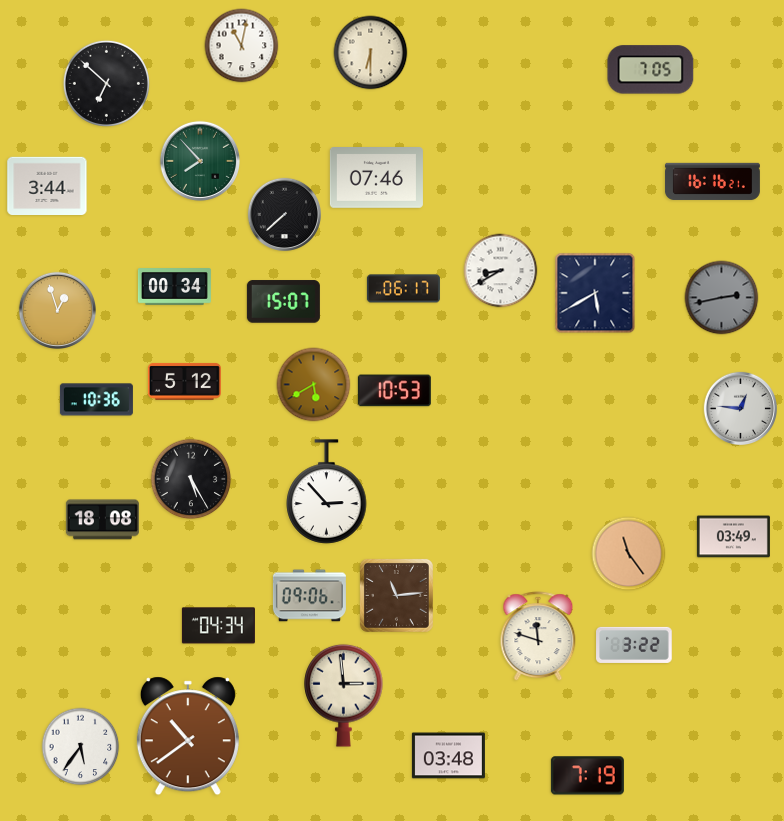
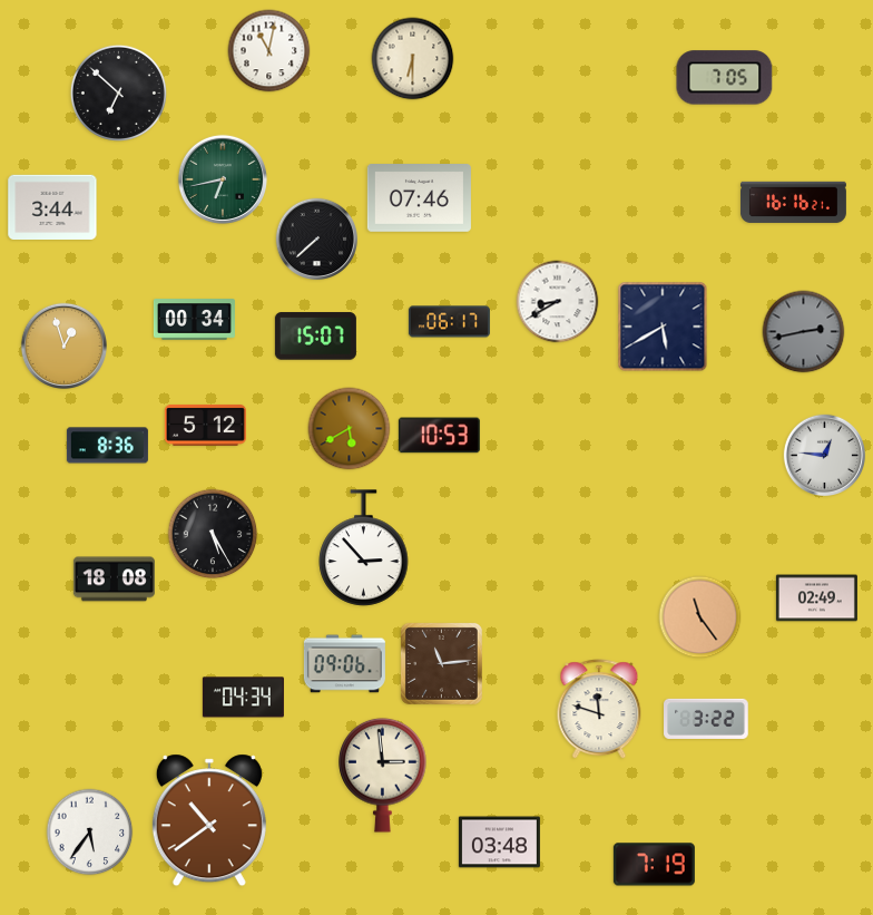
clock at (200, 161): 7:53 -> 6:43
clock at (96, 400): 10:36 -> 8:36
clock at (733, 537): 03:49 -> 02:49
